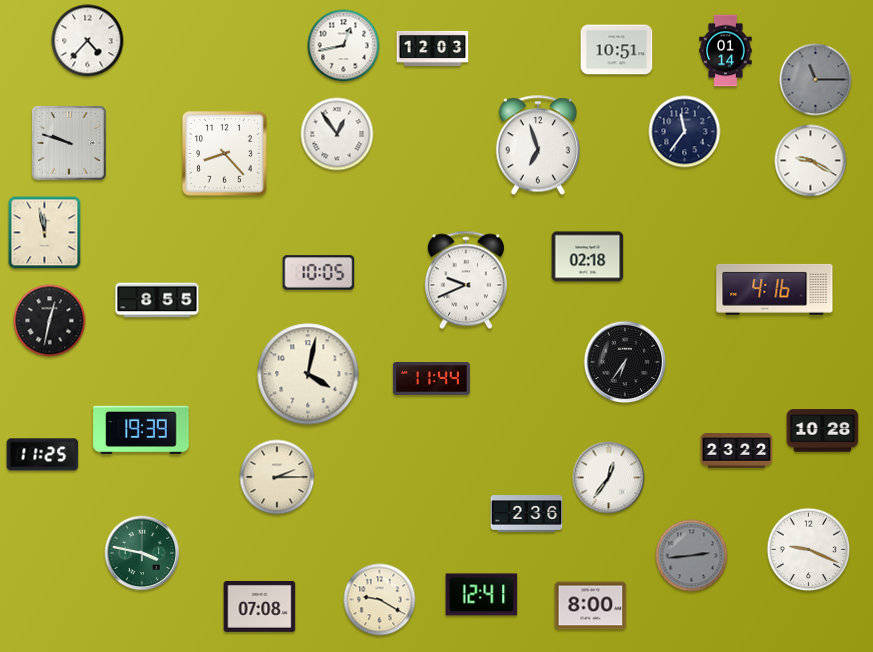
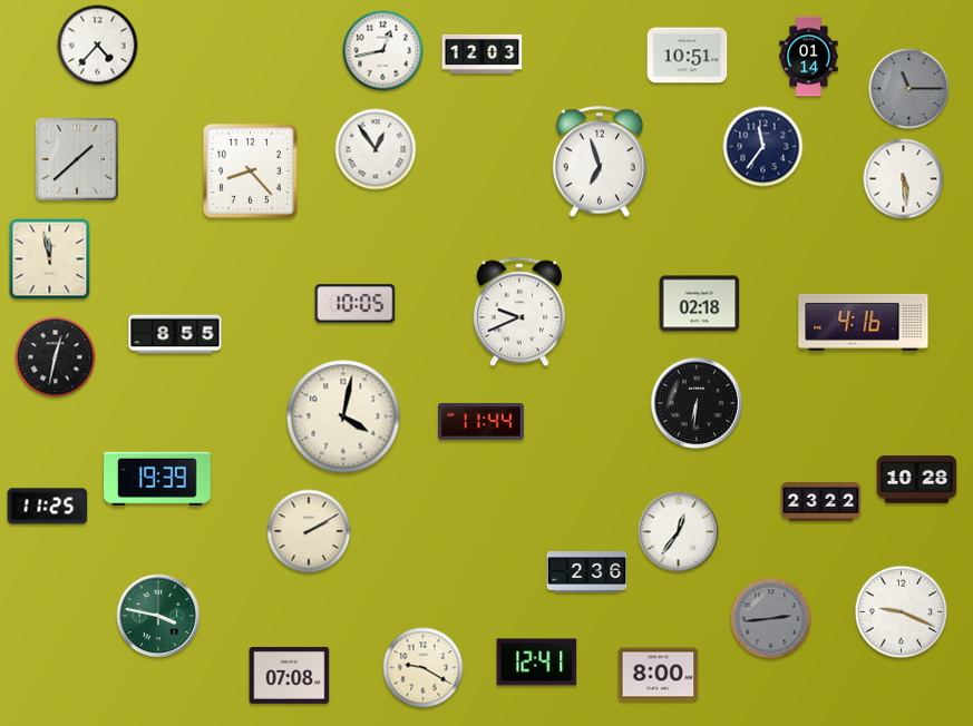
clock at (69, 143): 9:48 -> 1:38
clock at (811, 161): 9:20 -> 5:29
clock at (588, 257) position: (588, 257) -> (700, 304)
clock at (625, 362): 6:36 -> 6:31
clock at (277, 477): 2:15 -> 2:10
